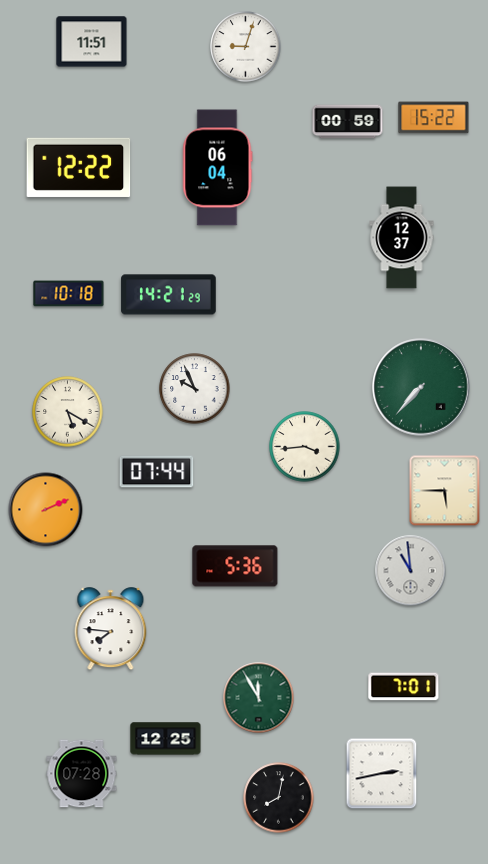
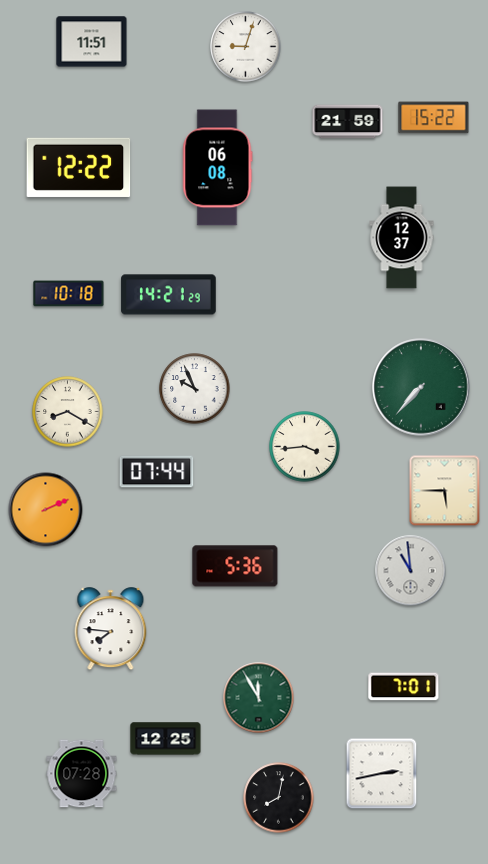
clock at (348, 122): 00:59 -> 21:59
clock at (217, 168): 06:04 -> 06:08
clock at (68, 412): 5:20 -> 8:20
